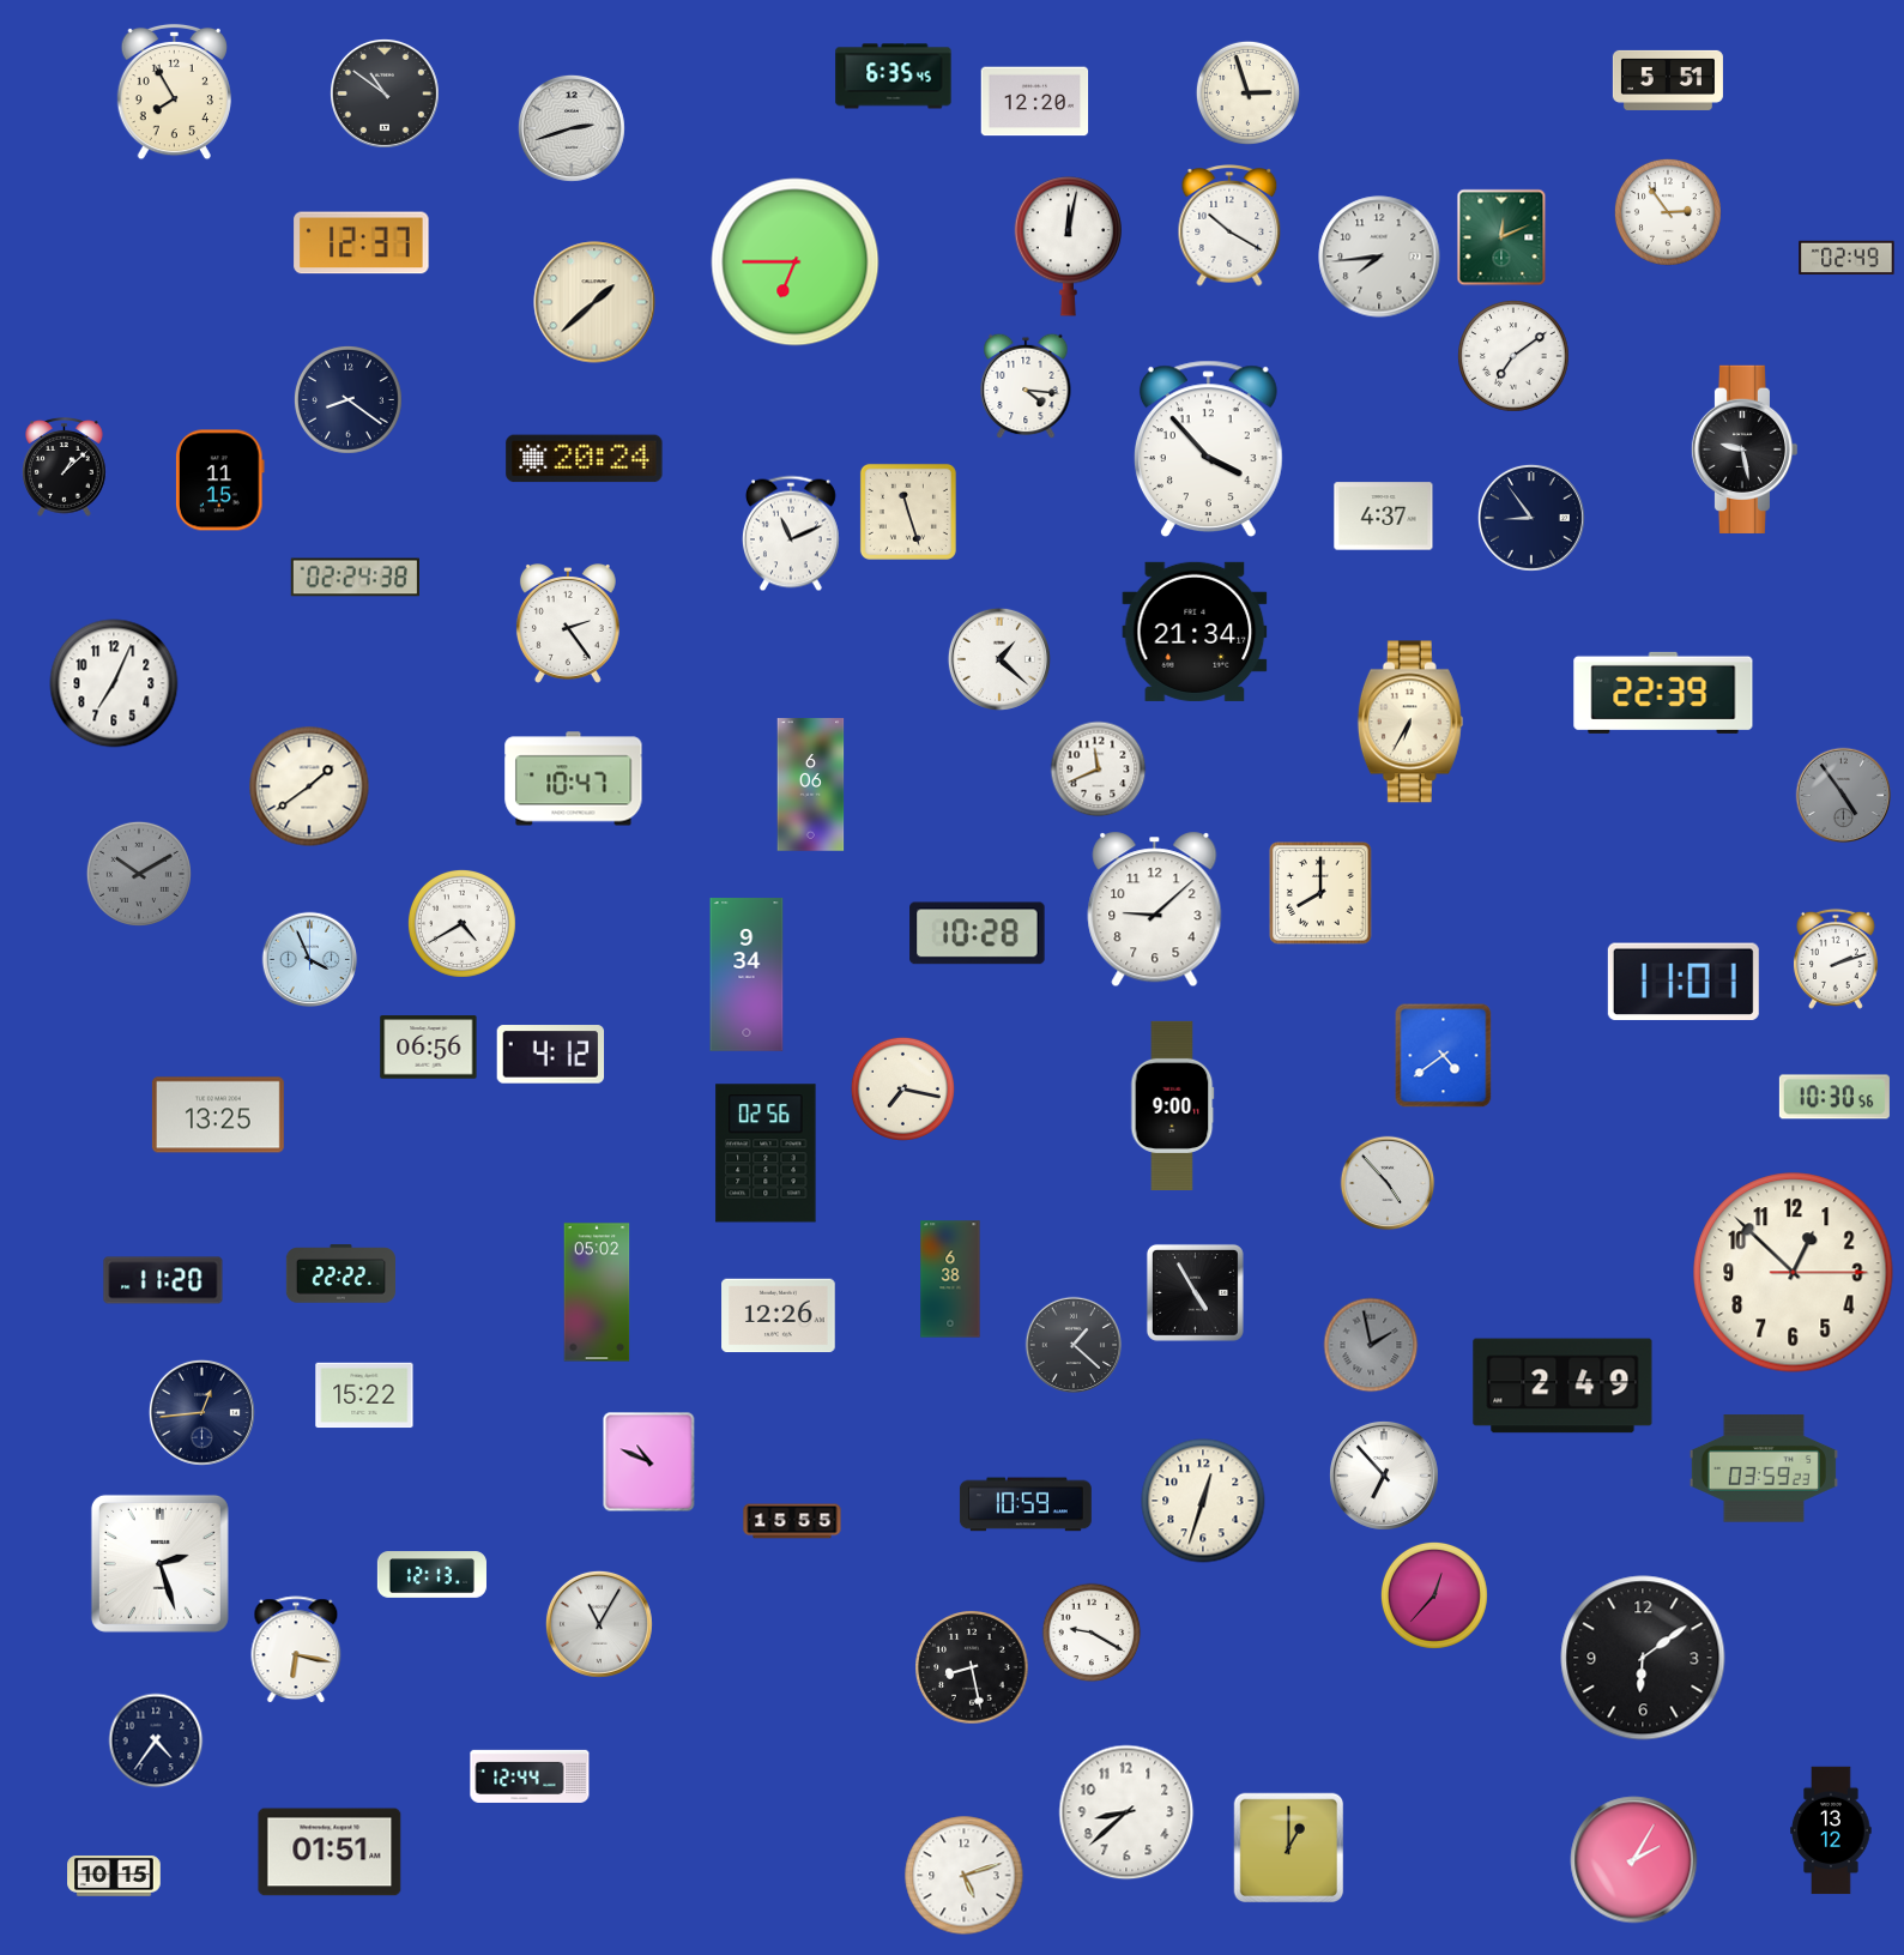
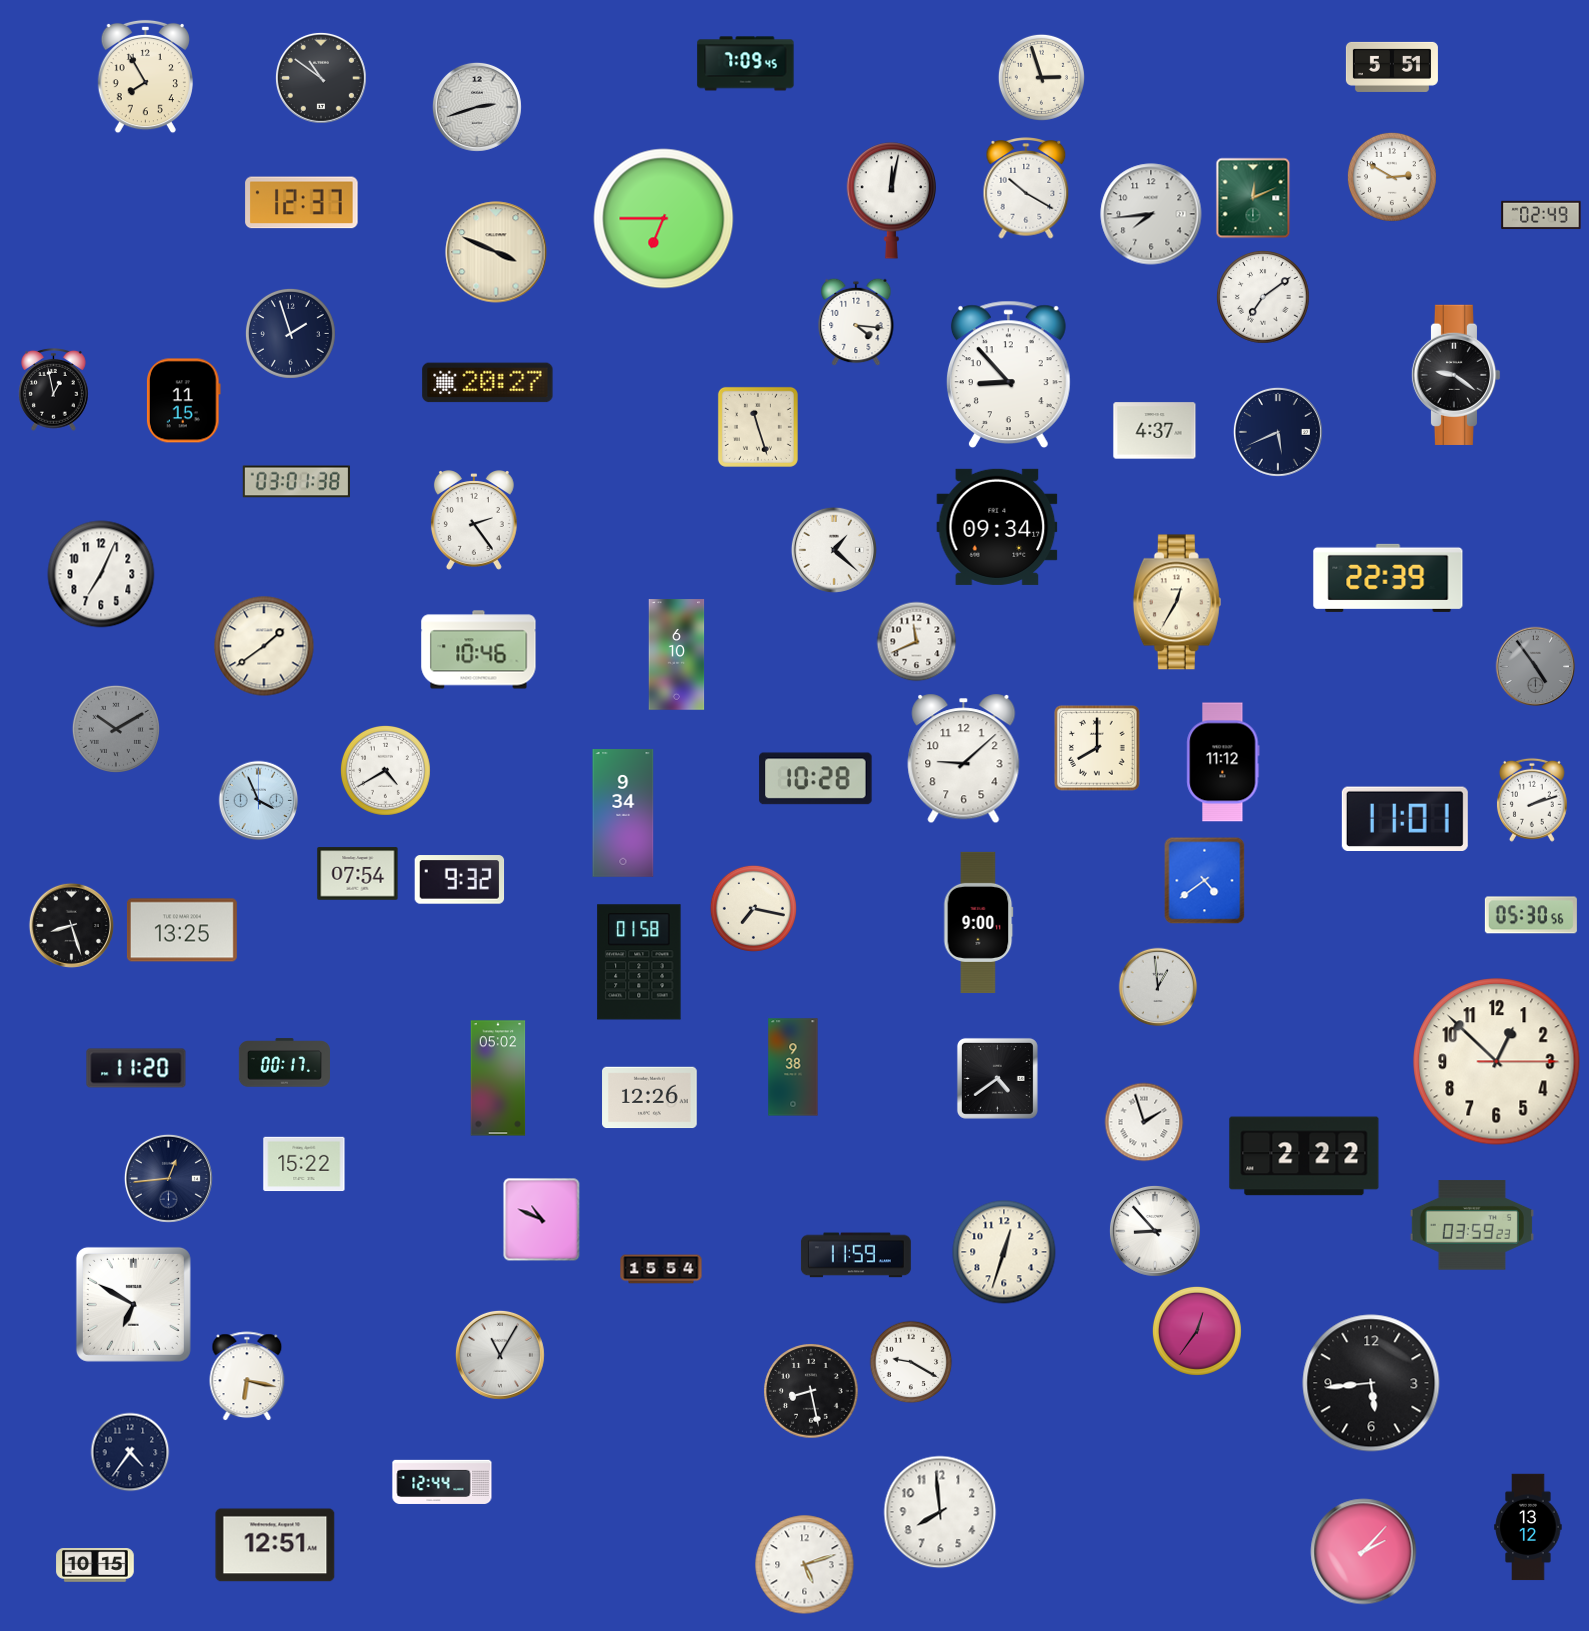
clock at (894, 77): 6:35 -> 7:09
clock at (1035, 102): 12:20 -> none
clock at (1668, 212): 2:54 -> 2:50
clock at (1068, 247) position: (1068, 247) -> (891, 201)
clock at (594, 302): 1:38 -> 3:49
clock at (347, 399): 8:21 -> 1:57
clock at (1208, 448): 3:53 -> 8:53
clock at (1745, 448): 9:28 -> 9:21
clock at (585, 459): 20:24 -> 20:27
clock at (65, 466): 1:08 -> 12:58
clock at (1531, 518): 8:54 -> 5:41
clock at (791, 533): 11:11 -> none
clock at (355, 578): 02:24 -> 03:01
clock at (1195, 632): 21:34 -> 09:34
clock at (114, 683) position: (114, 683) -> (101, 574)
clock at (1410, 722): 6:35 -> 12:35
clock at (574, 779): 10:47 -> 10:46
clock at (811, 785): 6:06 -> 6:10
clock at (309, 786) position: (309, 786) -> (264, 646)
clock at (1844, 796) position: (1844, 796) -> (1536, 667)
clock at (1322, 894) position: (1322, 894) -> (1098, 749)
clock at (1223, 762): none -> 11:12
clock at (429, 1048): 06:56 -> 07:54
clock at (551, 1055): 4:12 -> 9:32
clock at (1835, 1097): 10:30 -> 05:30
clock at (71, 925): none -> 8:27
clock at (766, 1153): 02:56 -> 01:58
clock at (1388, 1183): 4:53 -> 12:59
clock at (340, 1274): 22:22 -> 00:17
clock at (950, 1279): 6:38 -> 9:38
clock at (1195, 1292): 4:55 -> 4:39
clock at (1074, 1345): 1:22 -> none
clock at (1371, 1345): 1:58 -> 1:57
clock at (1371, 1345) dial: grey -> white
clock at (1563, 1386): 2:49 -> 2:22
clock at (1384, 1476): 6:53 -> 8:53
clock at (1026, 1504): 10:59 -> 11:59
clock at (792, 1521): 15:55 -> 15:54
clock at (159, 1563): 2:27 -> 6:50
clock at (431, 1575): 12:13 -> none
clock at (1434, 1595): 12:37 -> 12:36
clock at (1643, 1658): 6:09 -> 5:44
clock at (1126, 1812): 8:38 -> 7:59
clock at (1289, 1848): 1:00 -> none
clock at (330, 1852): 01:51 -> 12:51
clock at (1634, 1860): 2:05 -> 2:07
